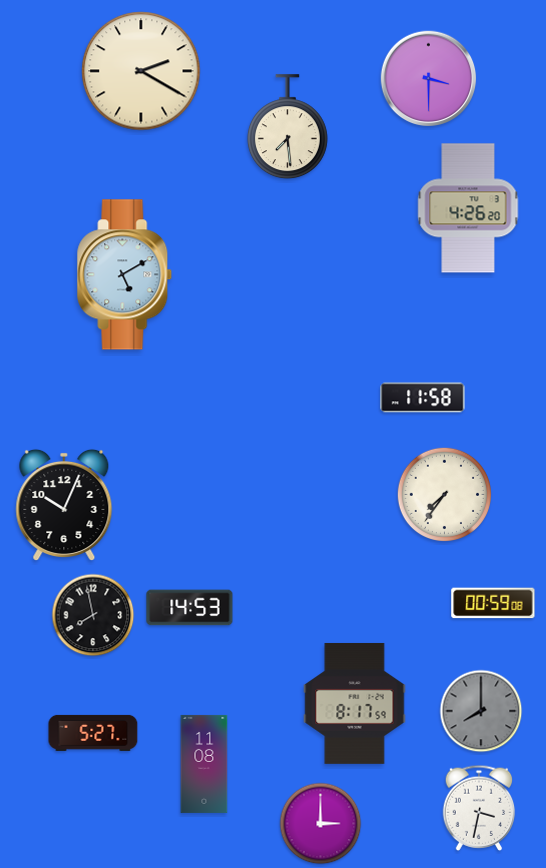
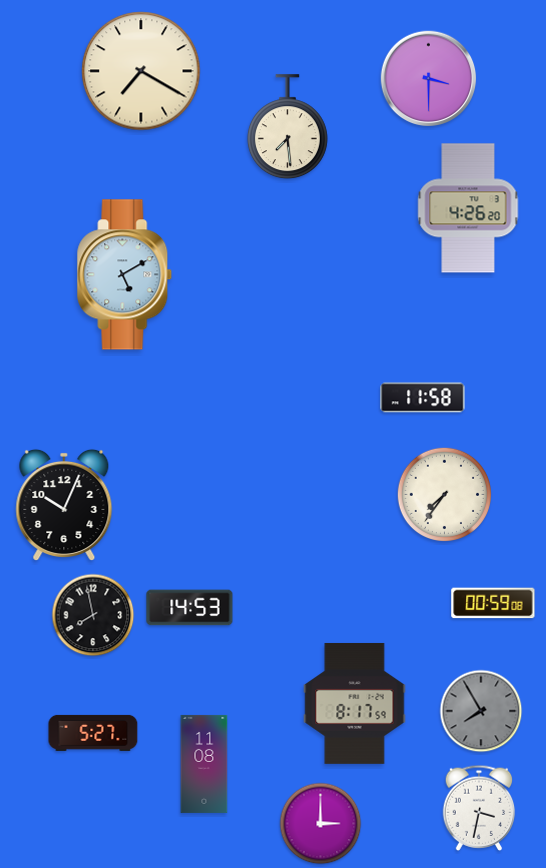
clock at (141, 71): 2:20 -> 7:20
clock at (481, 711): 8:00 -> 7:55
